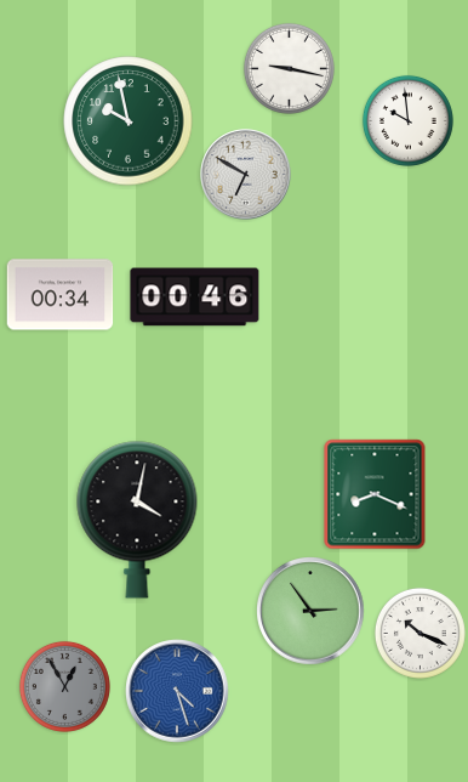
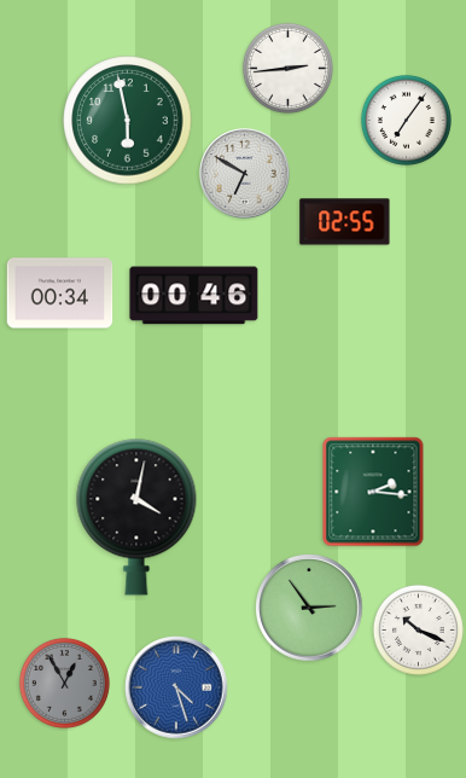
clock at (289, 68): 9:17 -> 2:44
clock at (407, 120): 9:59 -> 7:06
clock at (129, 121): 9:58 -> 5:58
clock at (345, 222): none -> 02:55
clock at (375, 494): 8:19 -> 2:16
